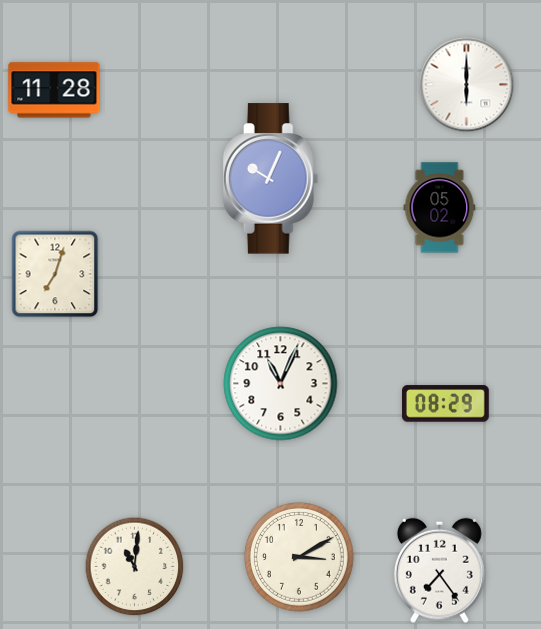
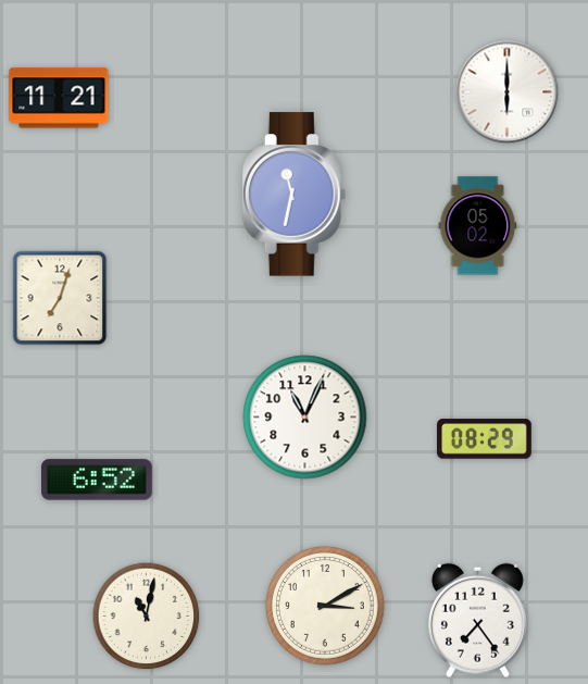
clock at (54, 90): 11:28 -> 11:21
clock at (271, 179): 10:04 -> 11:32
clock at (97, 480): none -> 6:52
clock at (135, 567): 11:01 -> 11:02
